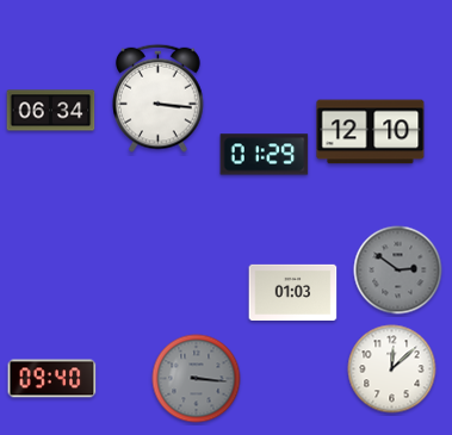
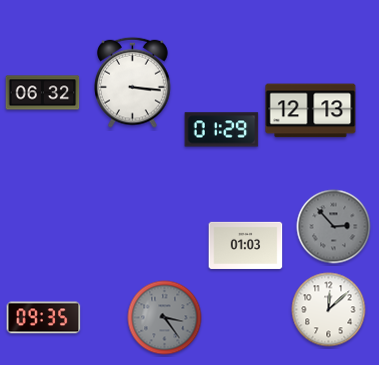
clock at (51, 111): 06:34 -> 06:32
clock at (371, 132): 12:10 -> 12:13
clock at (398, 271): 2:51 -> 2:53
clock at (52, 379): 09:40 -> 09:35
clock at (197, 379): 3:16 -> 3:24
